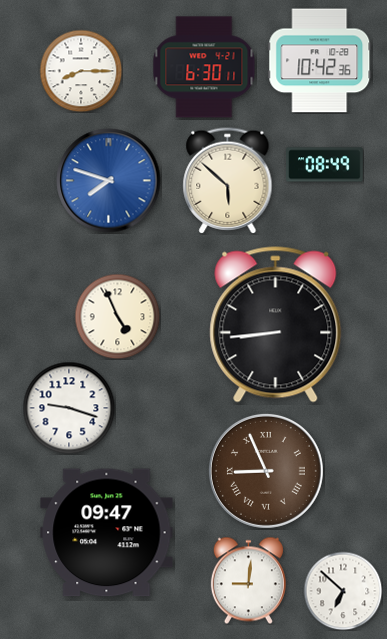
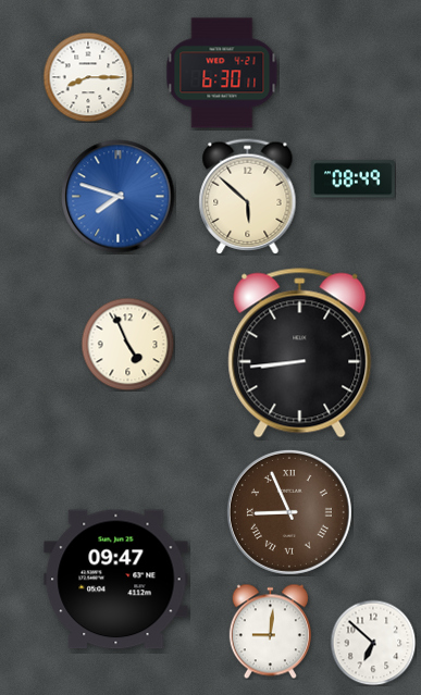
clock at (320, 61): 10:42 -> none
clock at (69, 408): 9:18 -> none
